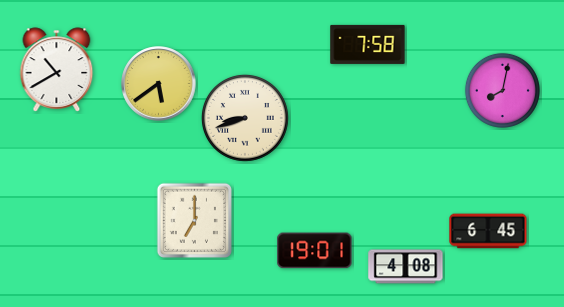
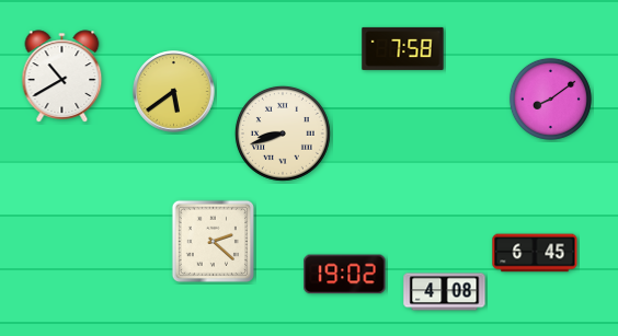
clock at (502, 90): 8:02 -> 8:09
clock at (245, 118) position: (245, 118) -> (283, 134)
clock at (194, 220): 7:00 -> 2:22
clock at (315, 251): 19:01 -> 19:02
